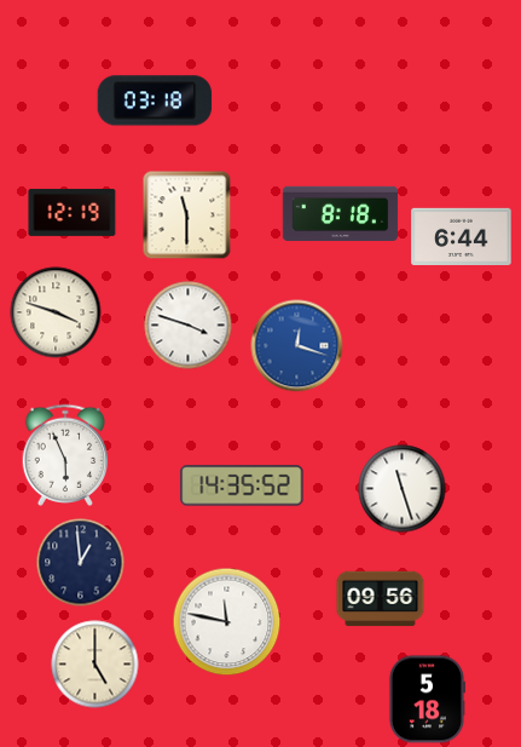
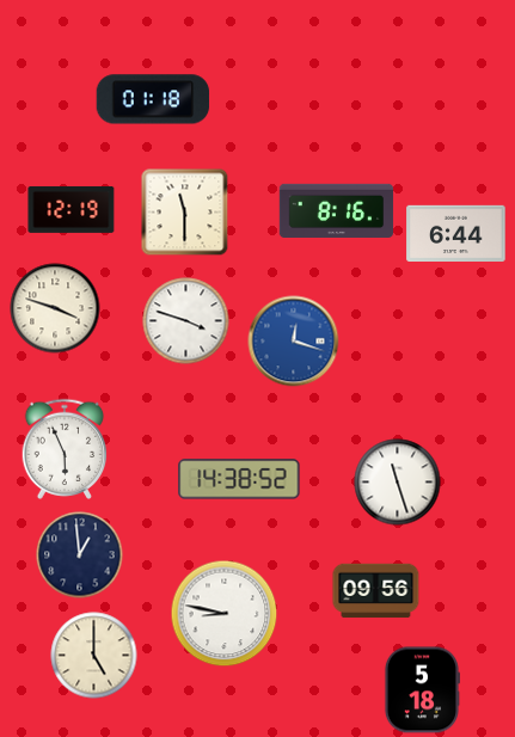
clock at (155, 100): 03:18 -> 01:18
clock at (341, 213): 8:18 -> 8:16
clock at (242, 485): 14:35 -> 14:38
clock at (227, 622): 11:47 -> 8:47
